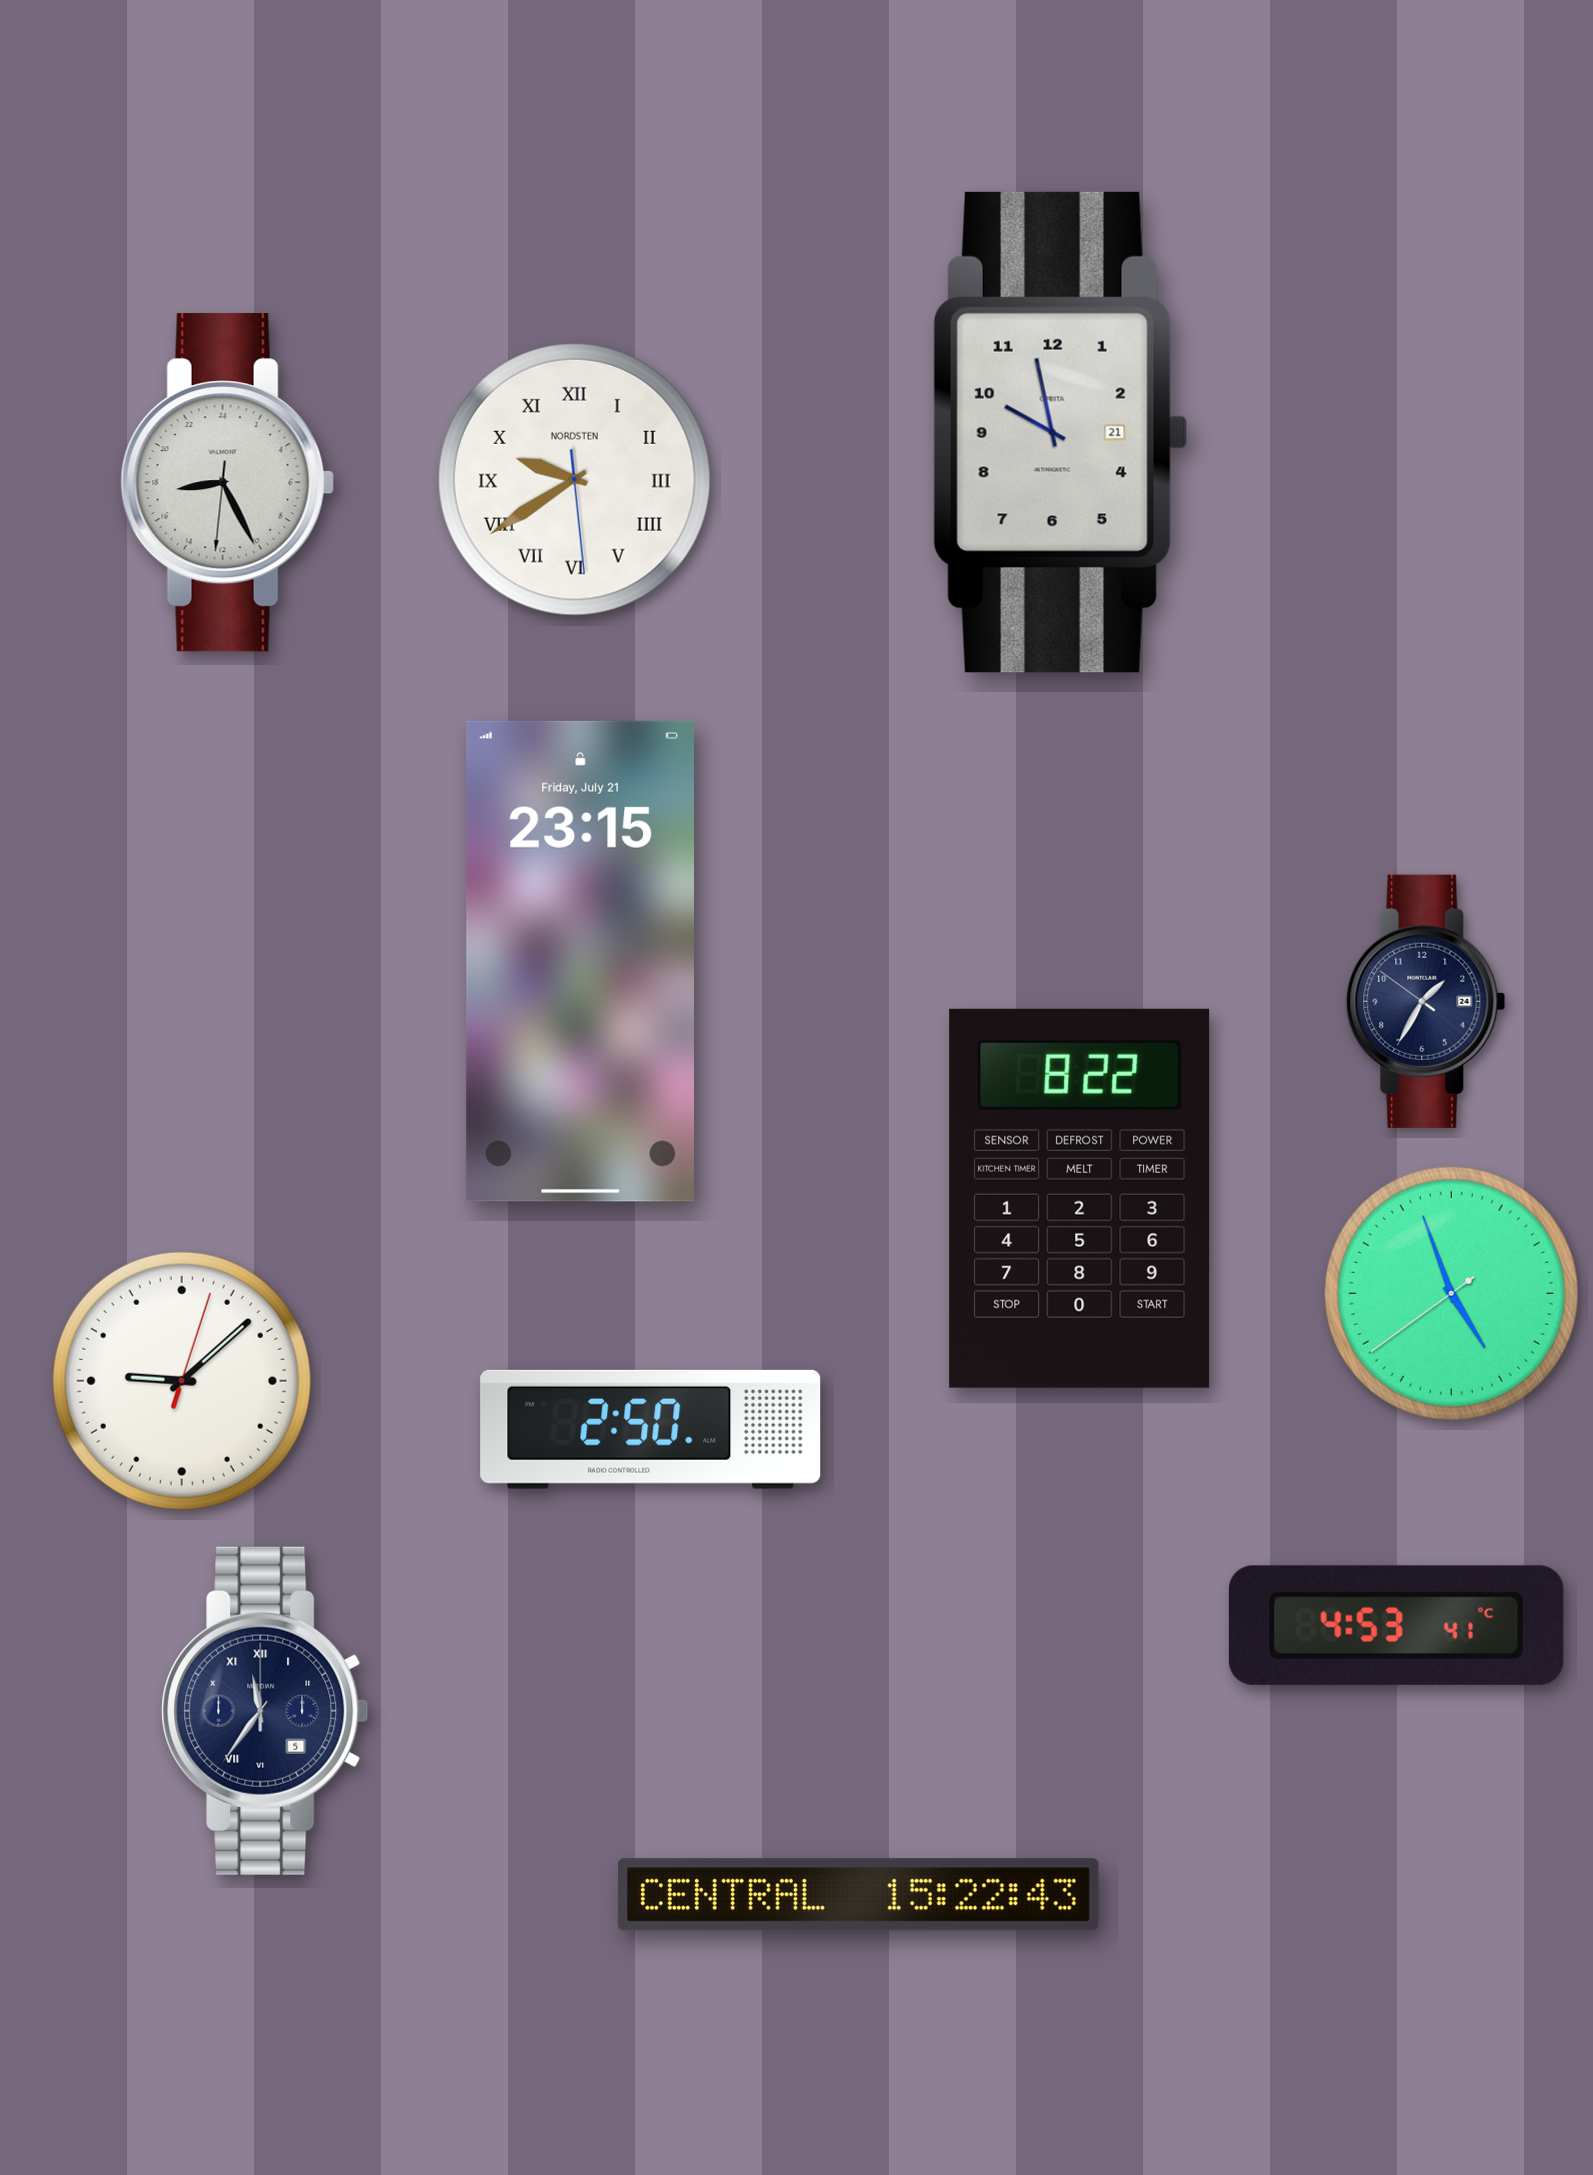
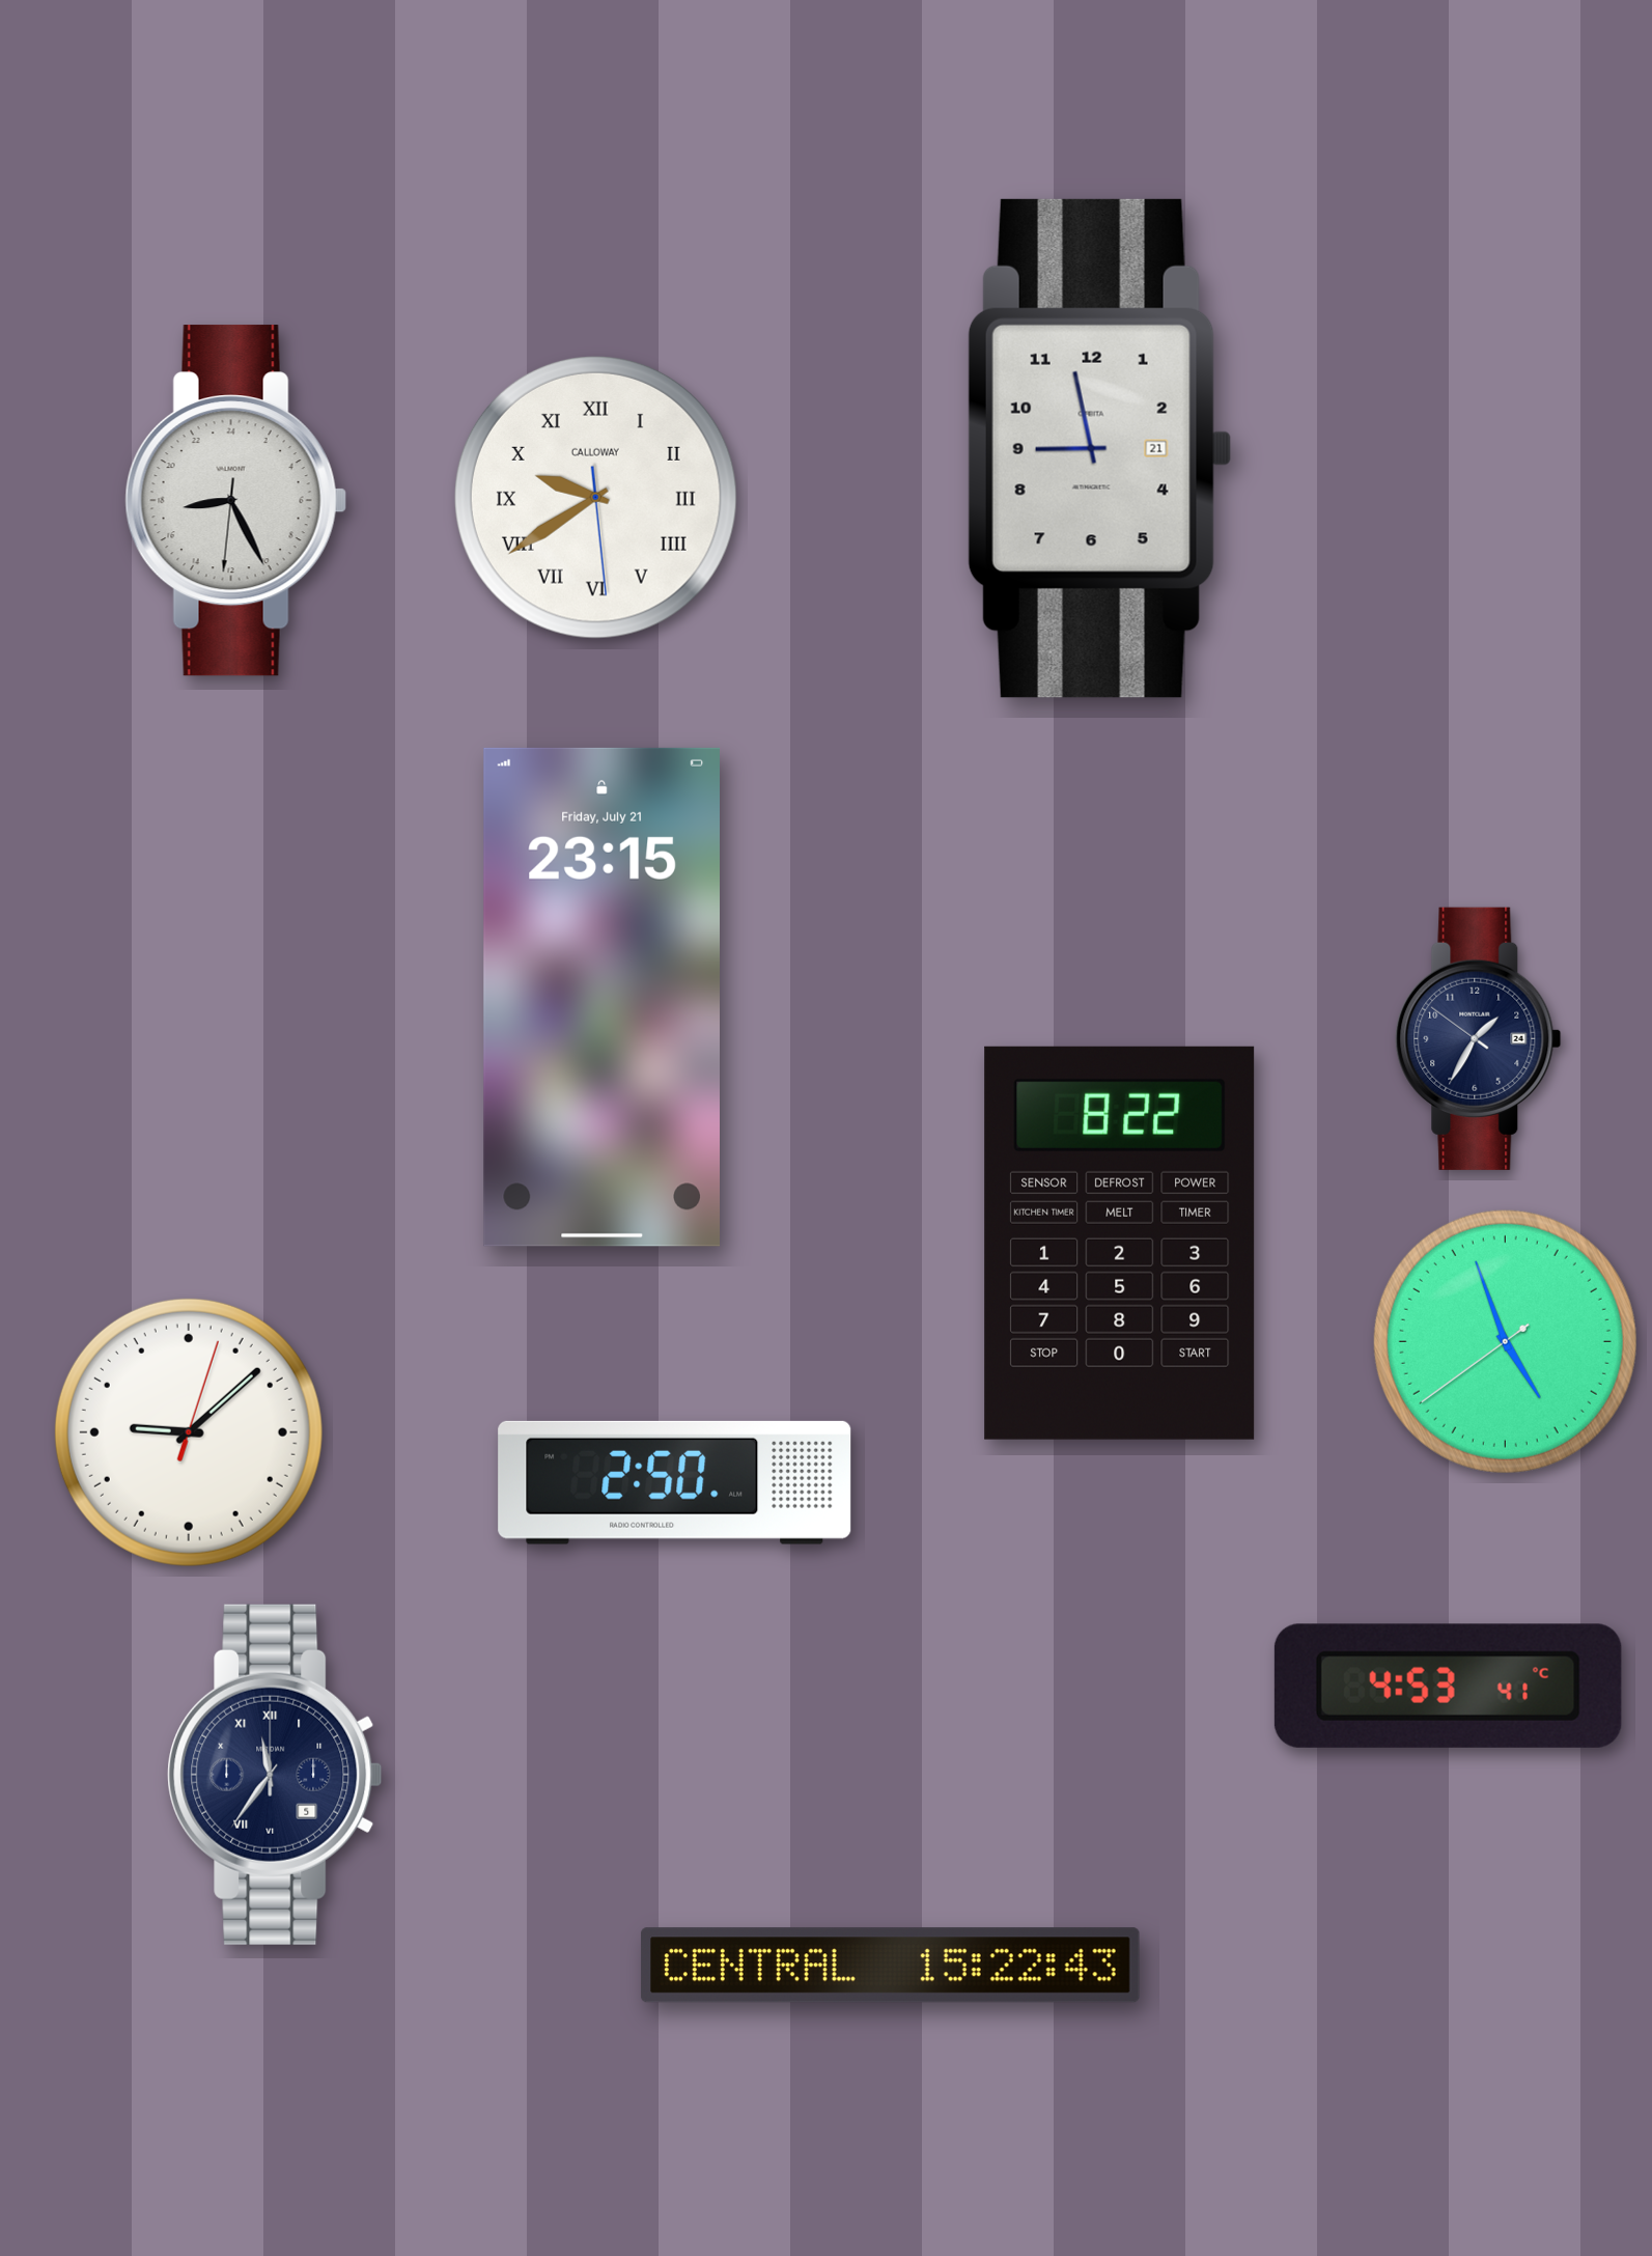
clock at (1060, 432): 9:58 -> 8:58
clock at (574, 479) brand: NORDSTEN -> CALLOWAY
